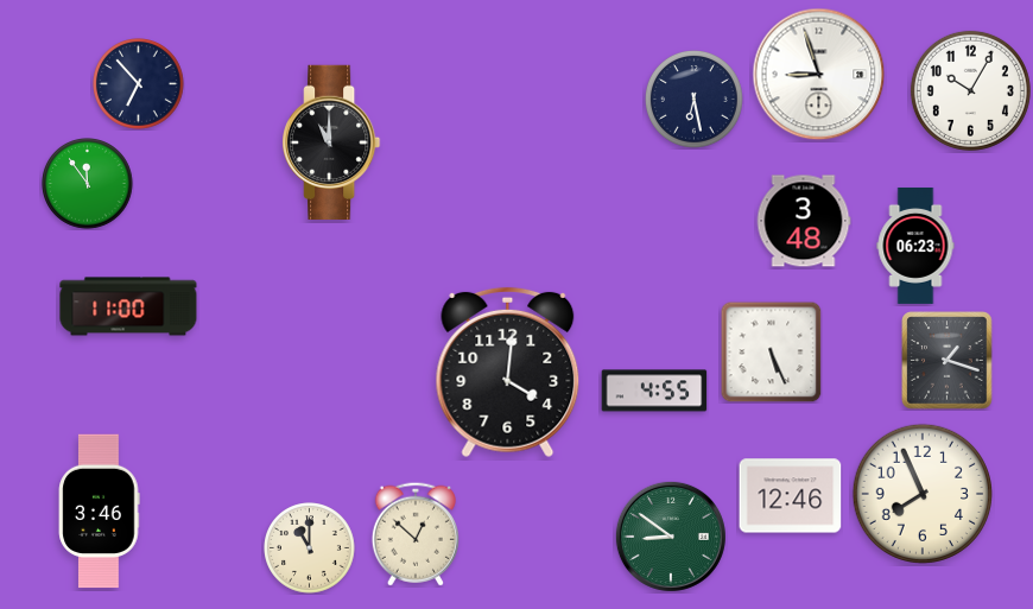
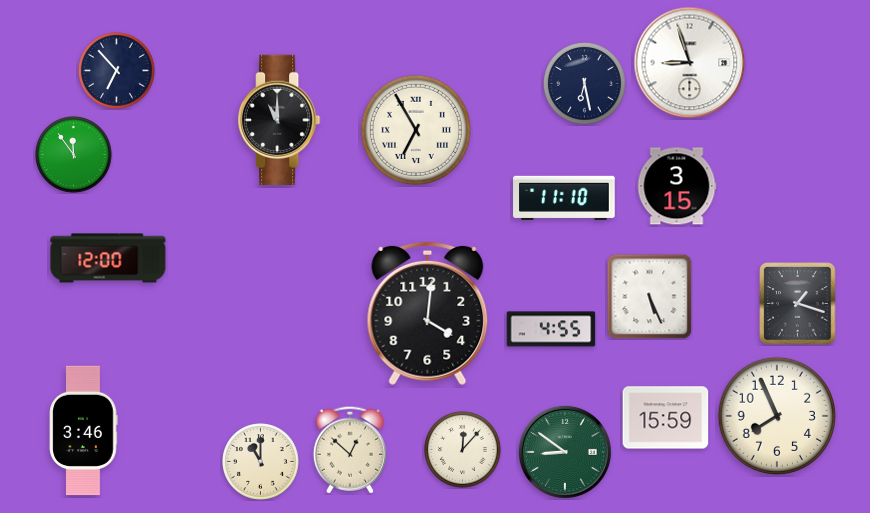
clock at (970, 90): 10:05 -> none
clock at (416, 130): none -> 6:55
clock at (804, 221): 3:48 -> 3:15
clock at (564, 198): none -> 11:10
clock at (915, 246): 06:23 -> none
clock at (128, 306): 11:00 -> 12:00
clock at (791, 496): 12:46 -> 15:59
clock at (463, 450): none -> 12:07
